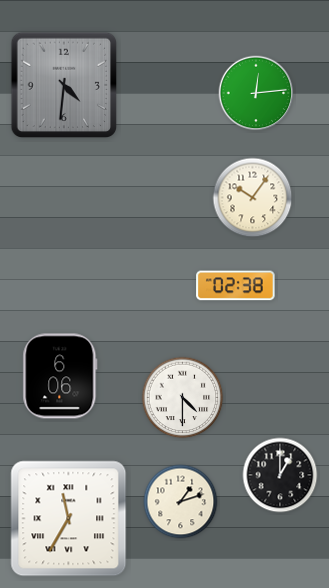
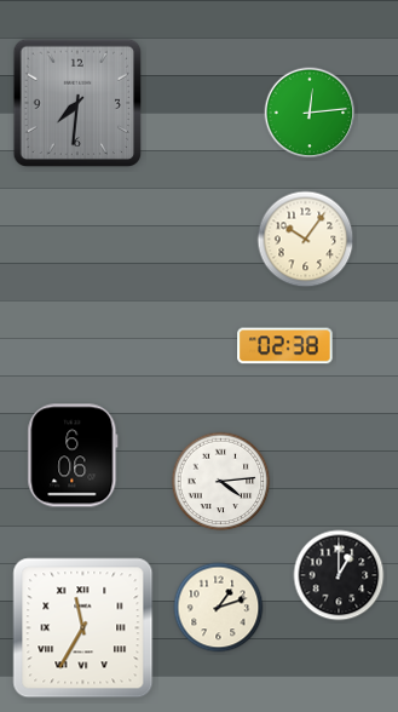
clock at (64, 85): 4:31 -> 7:31
clock at (183, 398): 4:30 -> 4:14
